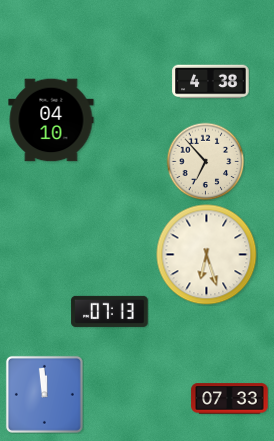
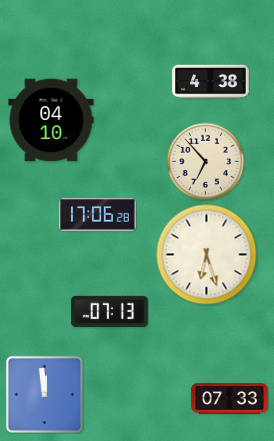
clock at (98, 215): none -> 17:06
